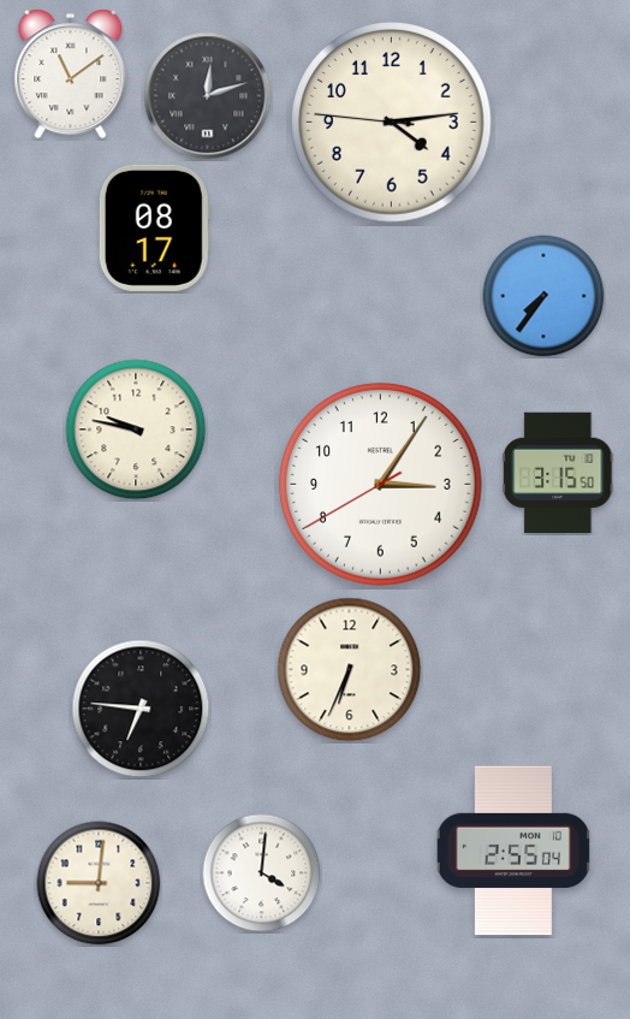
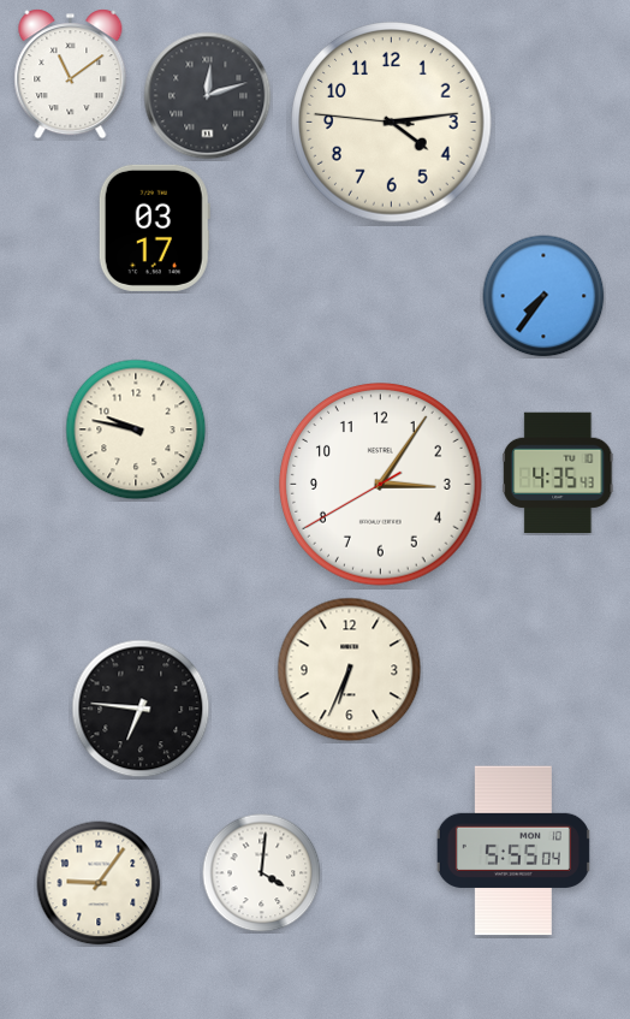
clock at (154, 227): 08:17 -> 03:17
clock at (558, 473): 3:15 -> 4:35
clock at (513, 851): 2:55 -> 5:55
clock at (99, 883): 9:01 -> 9:06
